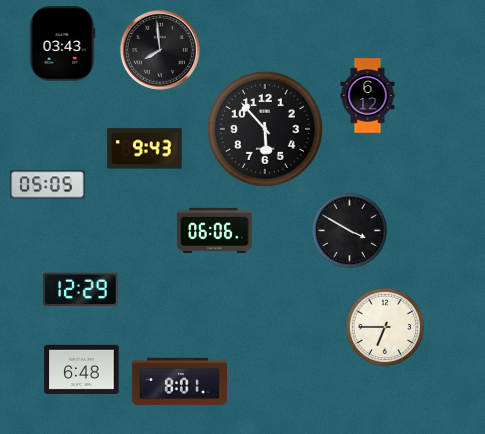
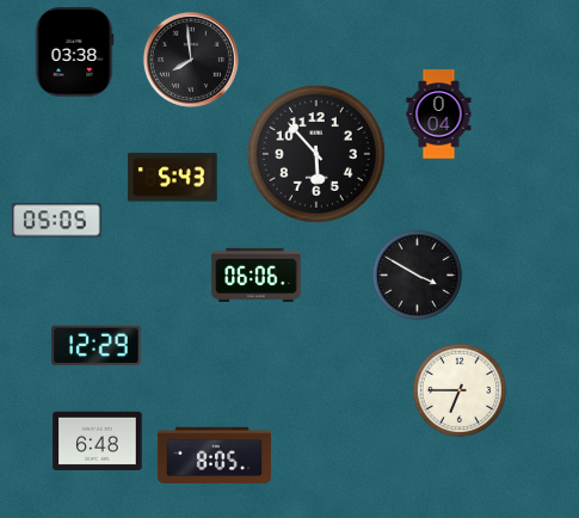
clock at (62, 44): 03:43 -> 03:38
clock at (368, 96): 6:12 -> 0:04
clock at (145, 149): 9:43 -> 5:43
clock at (179, 381): 8:01 -> 8:05
